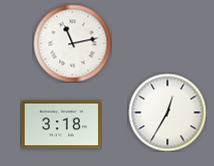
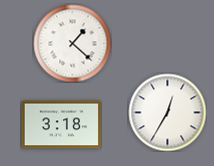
clock at (72, 43): 11:13 -> 1:22
